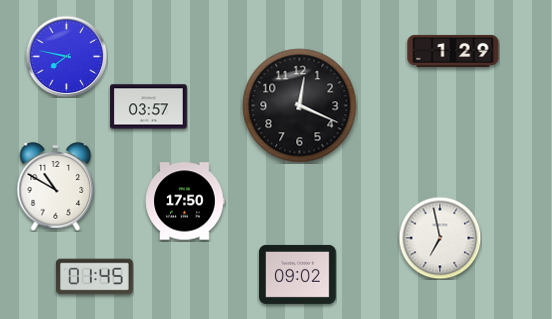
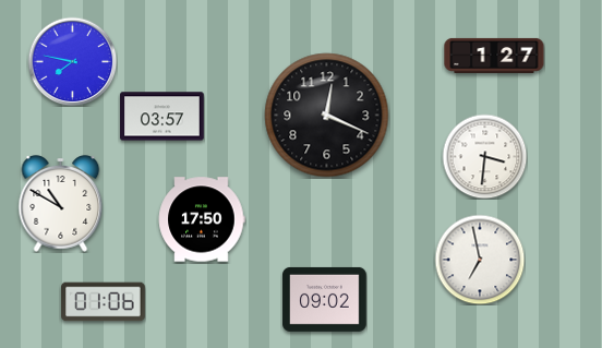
clock at (453, 51): 1:29 -> 1:27
clock at (484, 156): none -> 3:31
clock at (95, 277): 01:45 -> 01:06
